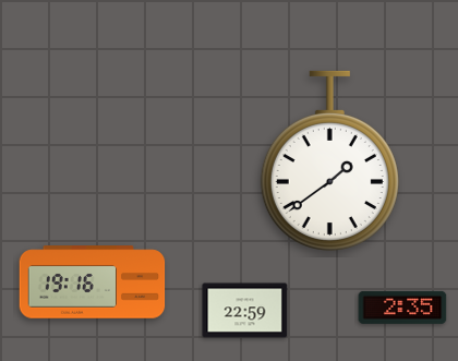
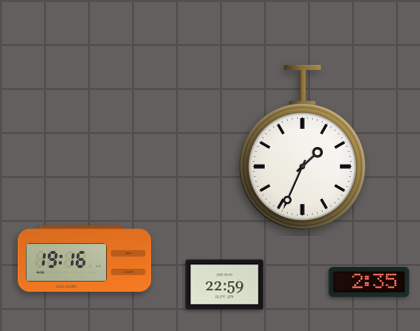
clock at (329, 160): 1:39 -> 1:34
